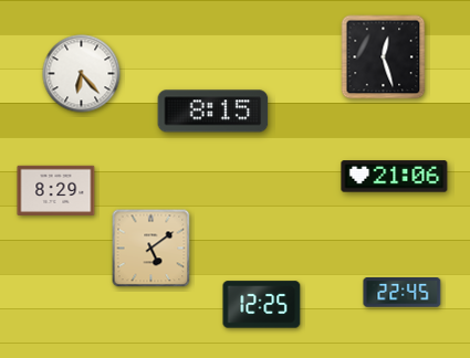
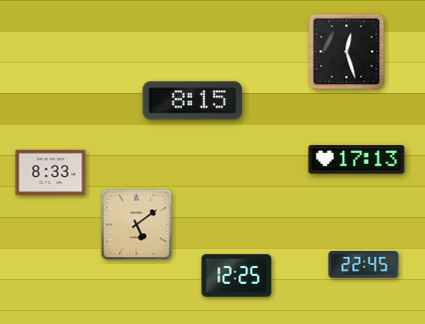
clock at (82, 74): 6:23 -> none
clock at (395, 177): 21:06 -> 17:13
clock at (56, 190): 8:29 -> 8:33
